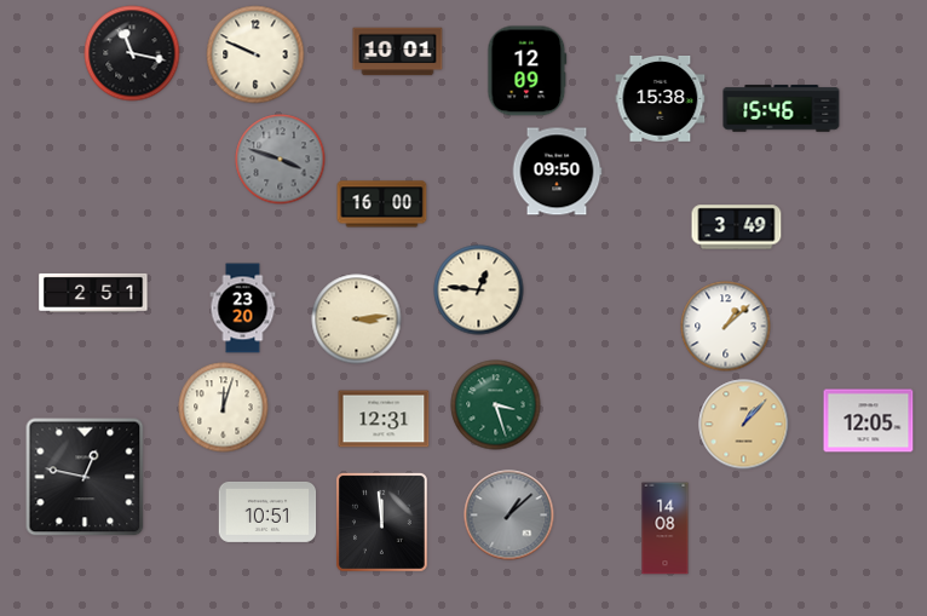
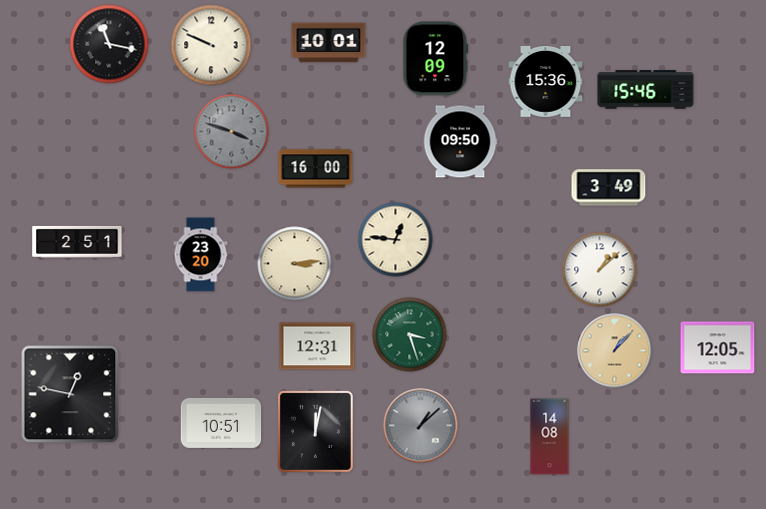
clock at (661, 99): 15:38 -> 15:36
clock at (224, 408): 12:03 -> none
clock at (381, 522): 11:59 -> 12:02
